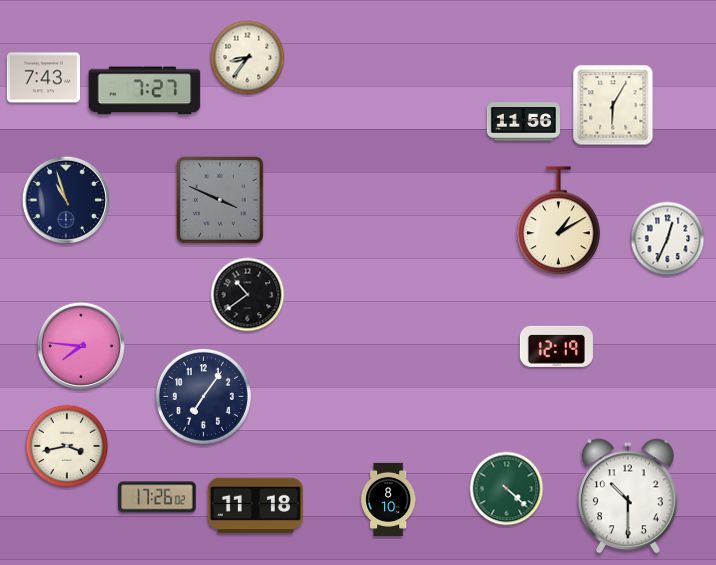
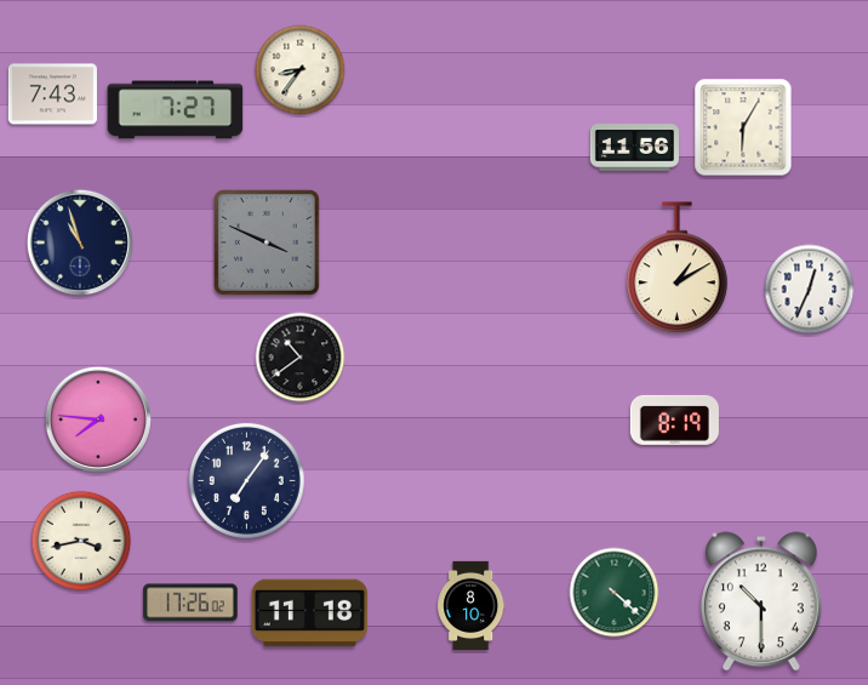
clock at (556, 346): 12:19 -> 8:19
